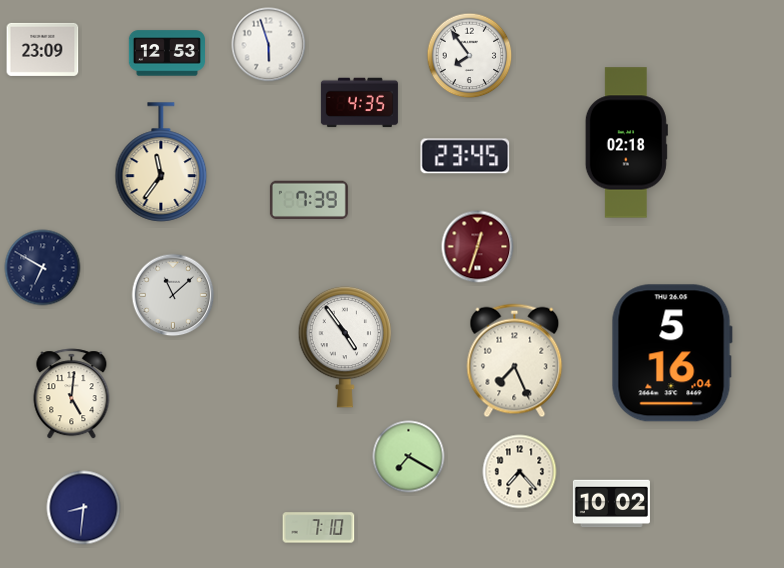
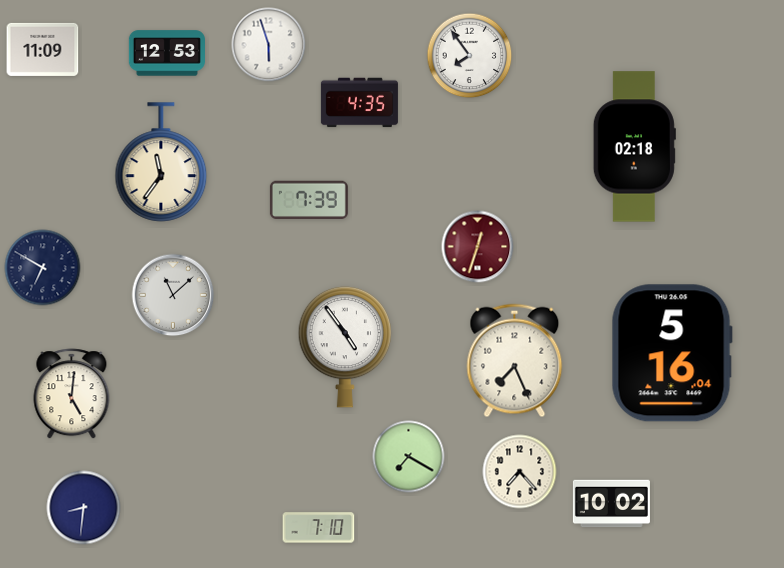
clock at (43, 49): 23:09 -> 11:09
clock at (626, 143) position: (626, 143) -> (634, 147)
clock at (465, 156): 23:45 -> none
